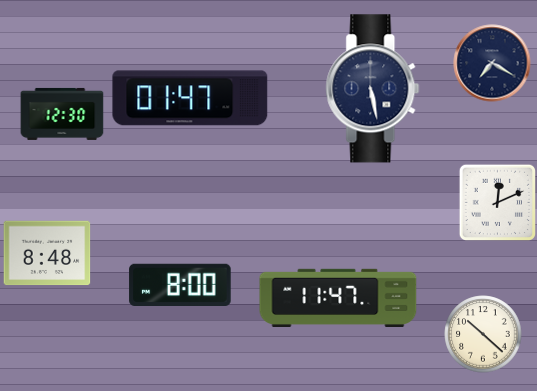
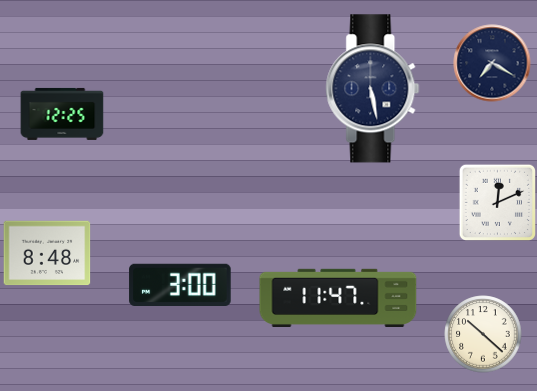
clock at (190, 98): 01:47 -> none
clock at (62, 114): 12:30 -> 12:25
clock at (180, 285): 8:00 -> 3:00
